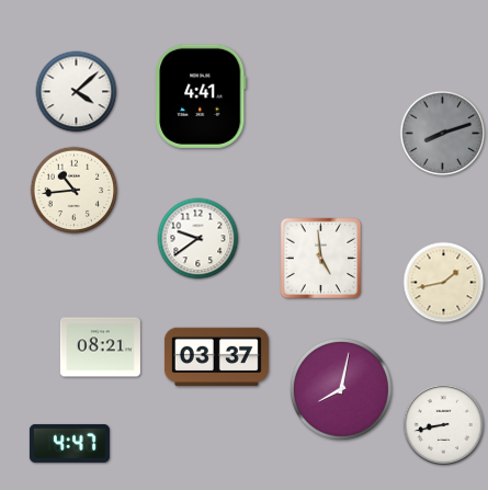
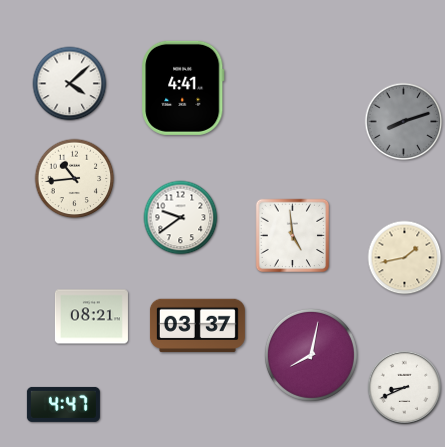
clock at (75, 191) position: (75, 191) -> (75, 179)
clock at (444, 425): 8:43 -> 8:41
